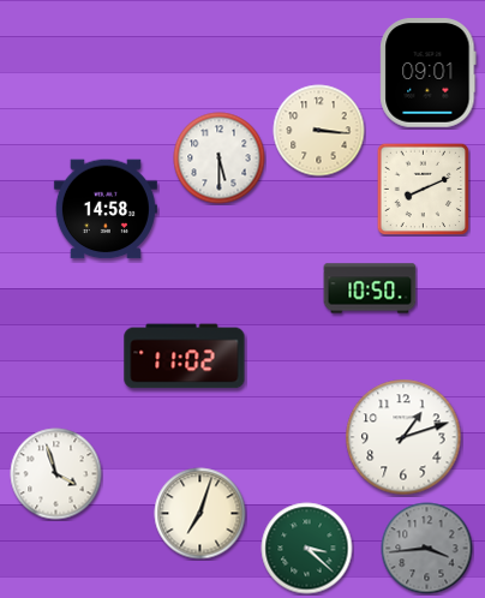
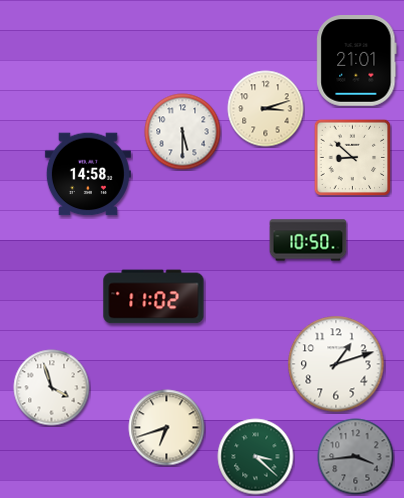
clock at (429, 73): 09:01 -> 21:01
clock at (319, 131): 3:16 -> 3:12
clock at (423, 189): 8:11 -> 8:52
clock at (56, 474) position: (56, 474) -> (52, 388)
clock at (200, 514): 7:03 -> 6:42
